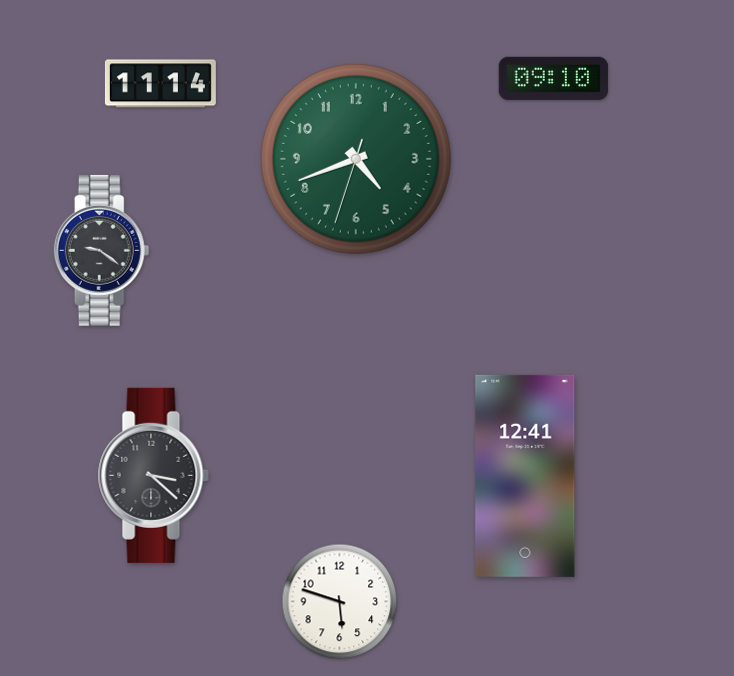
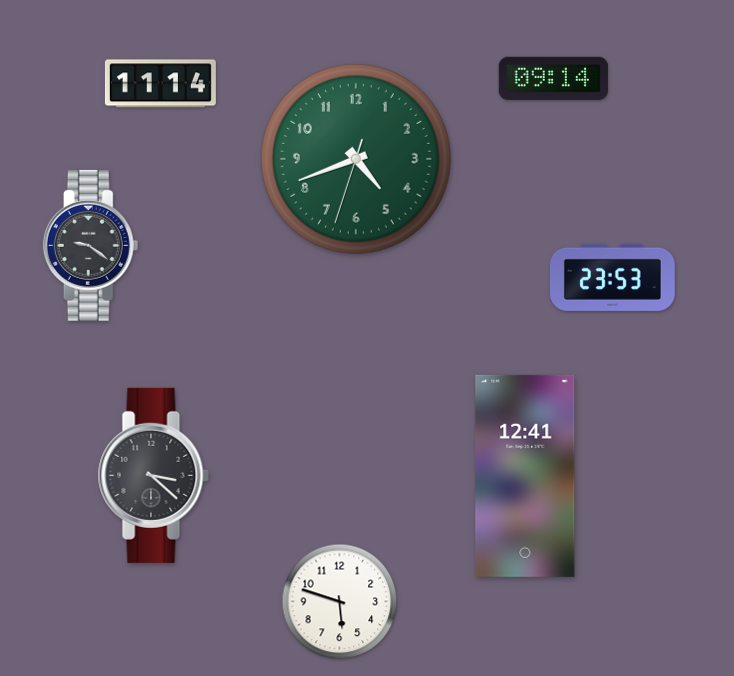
clock at (553, 78): 09:10 -> 09:14
clock at (102, 250) position: (102, 250) -> (91, 245)
clock at (612, 277): none -> 23:53
